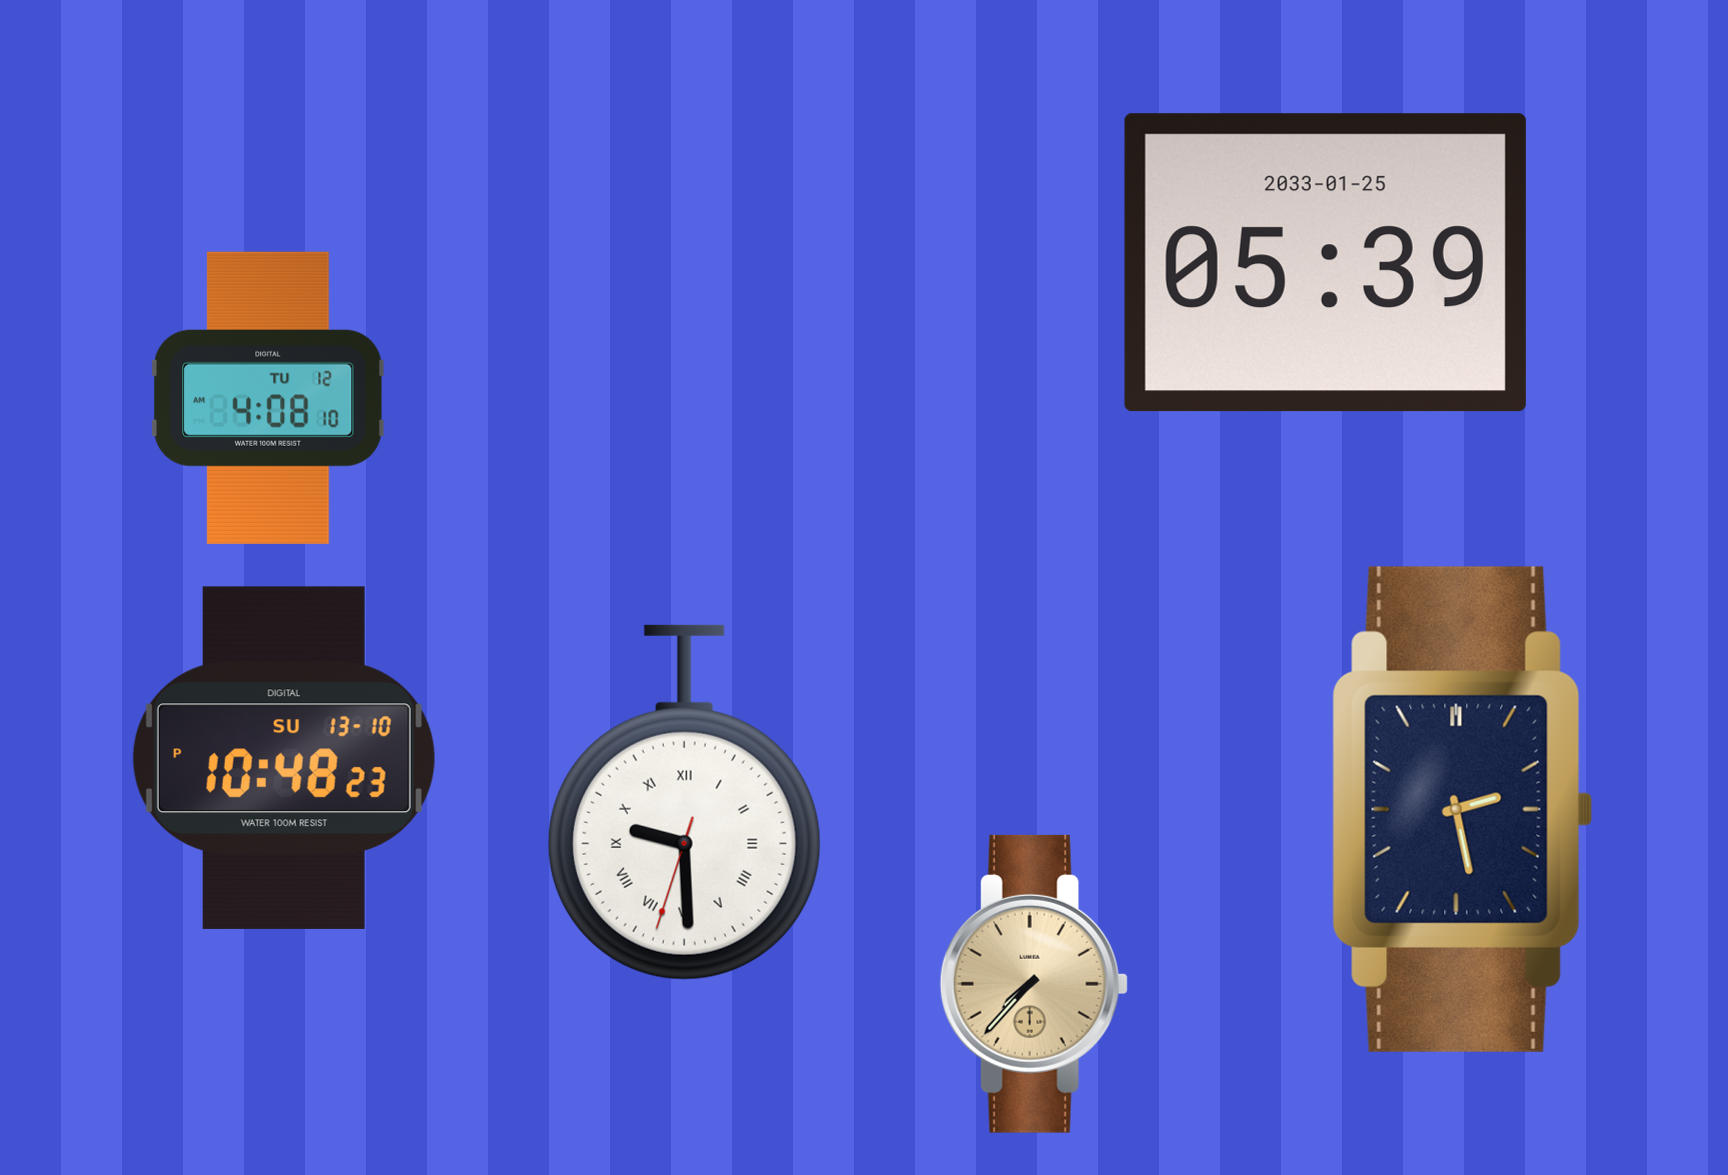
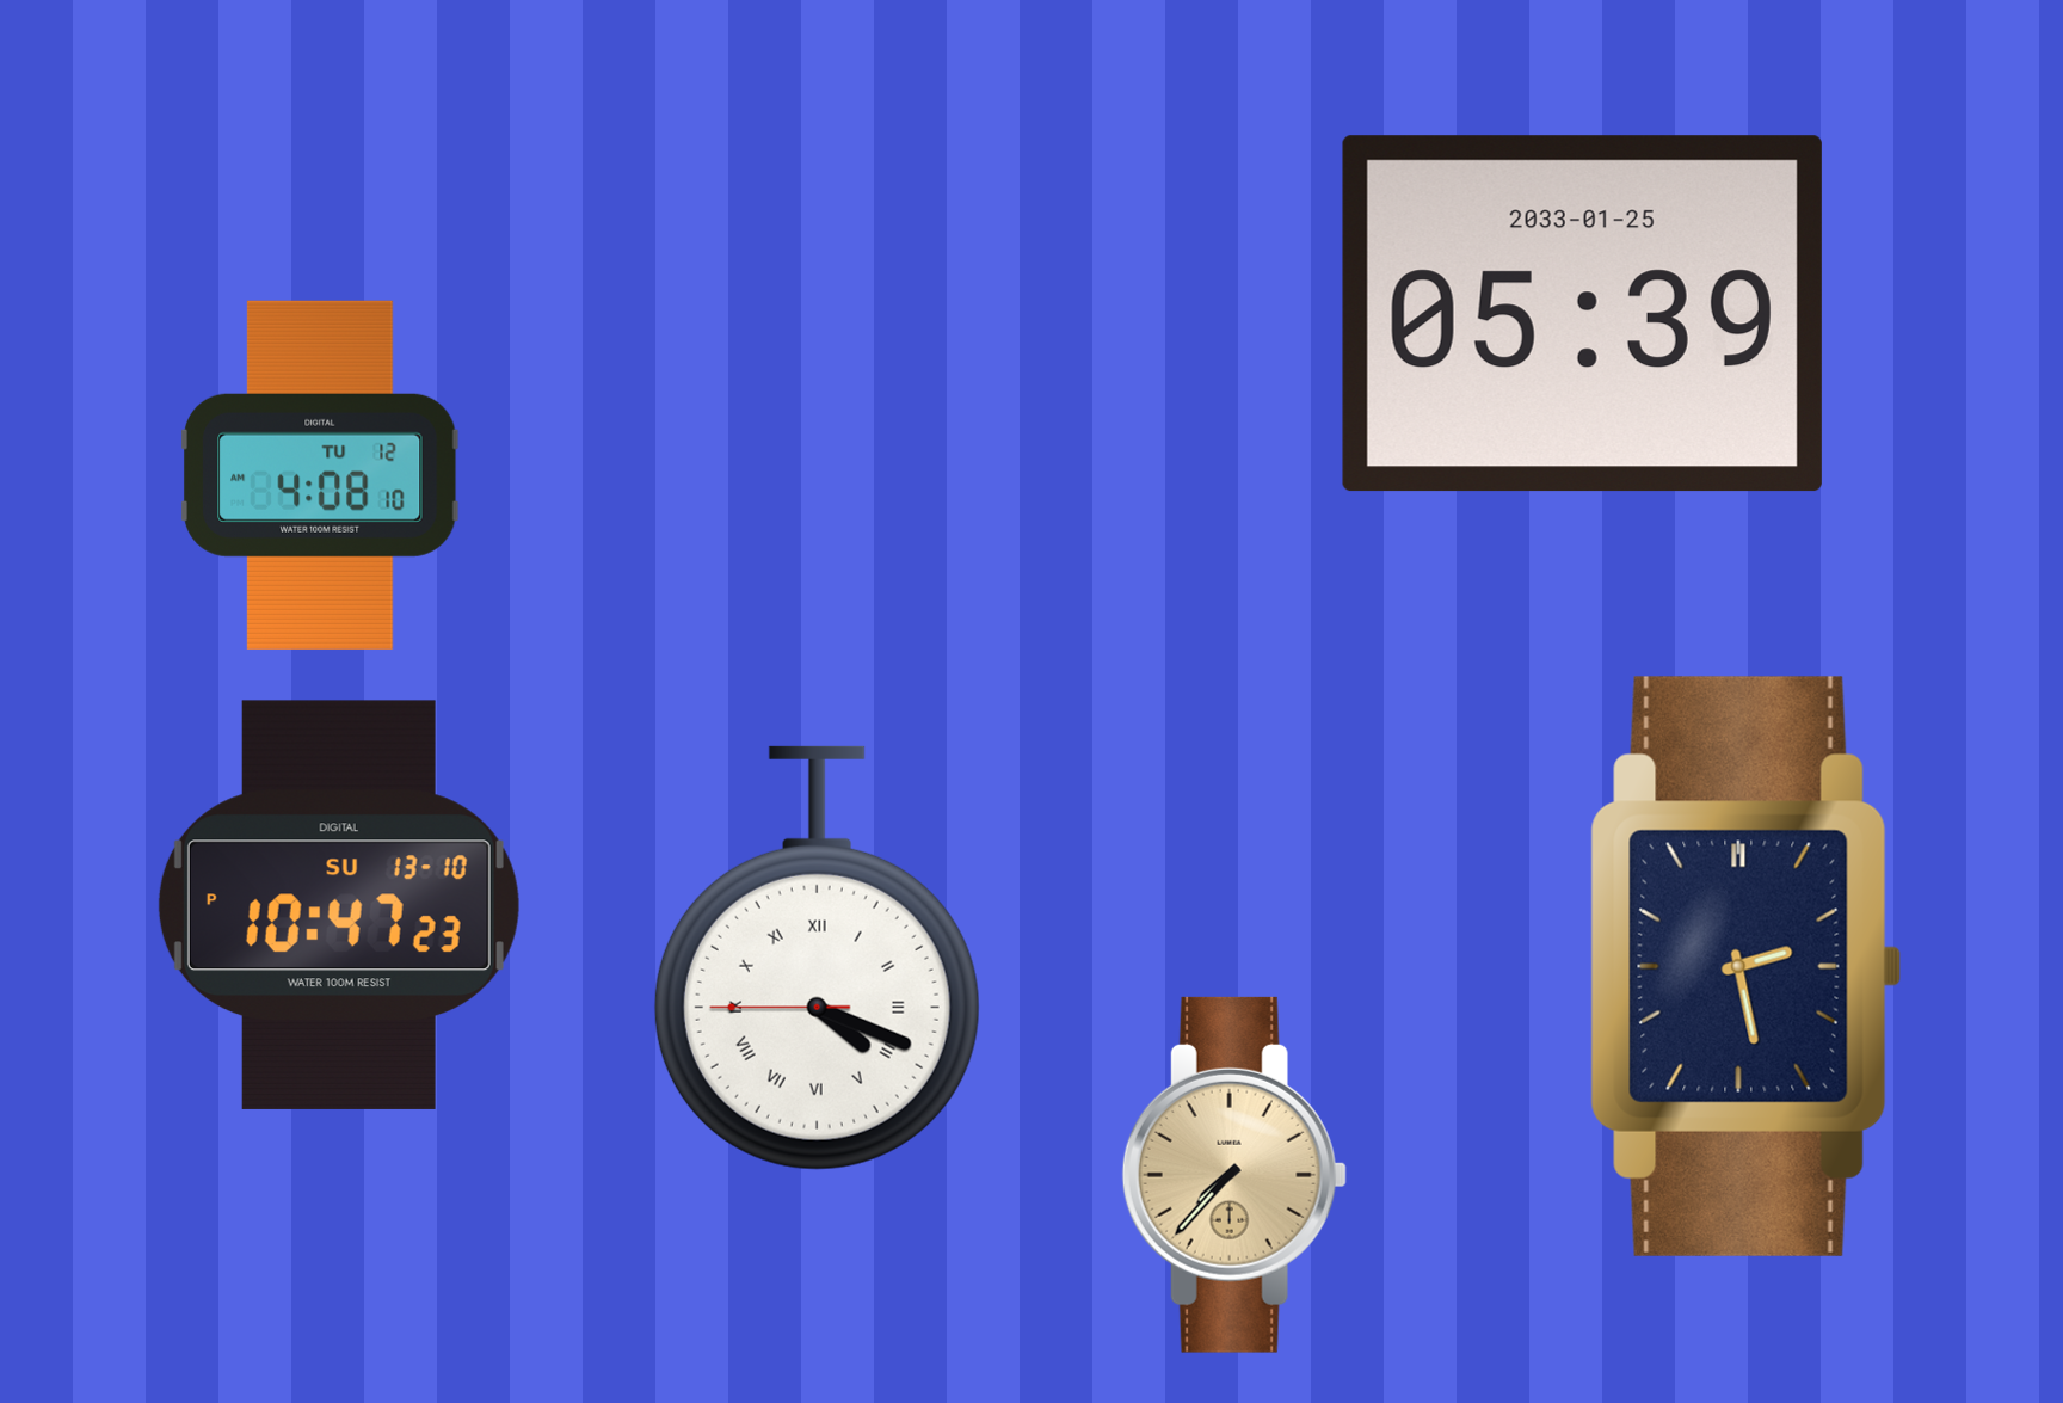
clock at (284, 758): 10:48 -> 10:47
clock at (684, 802): 9:29 -> 4:18
